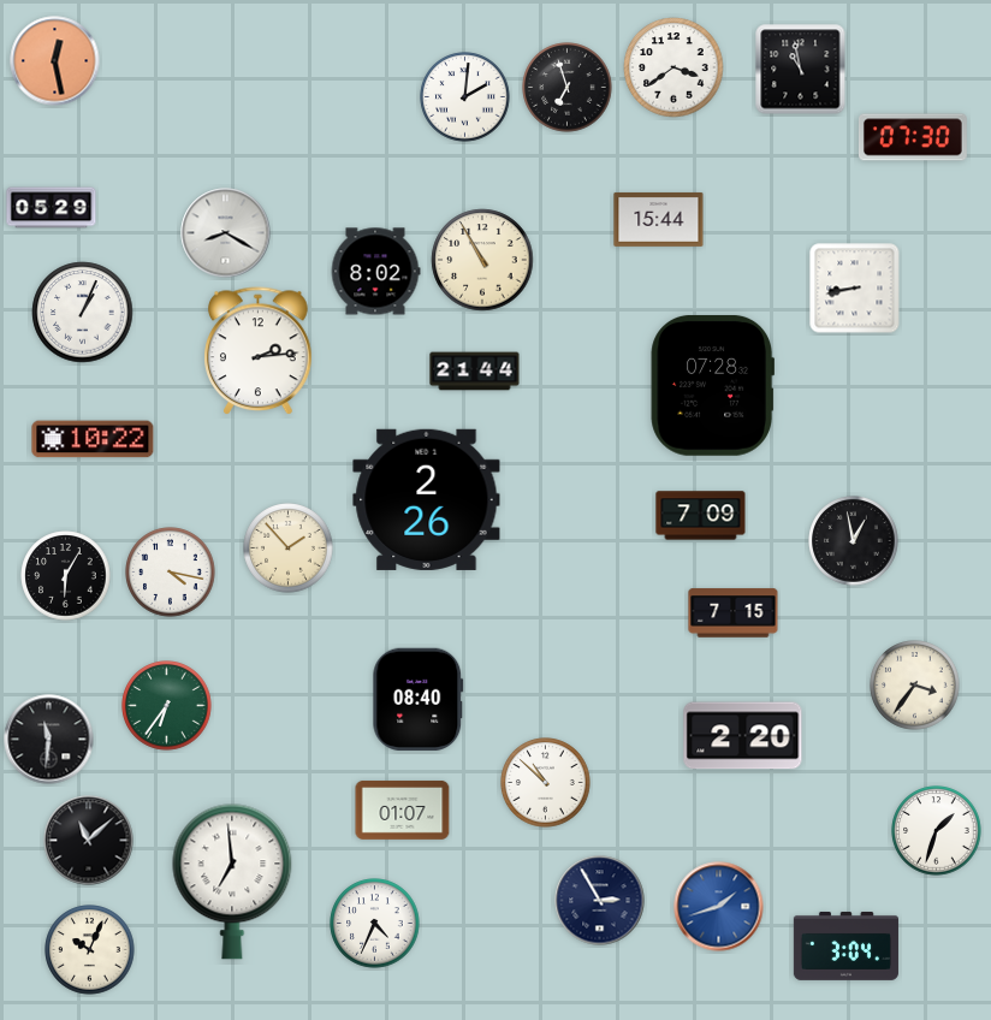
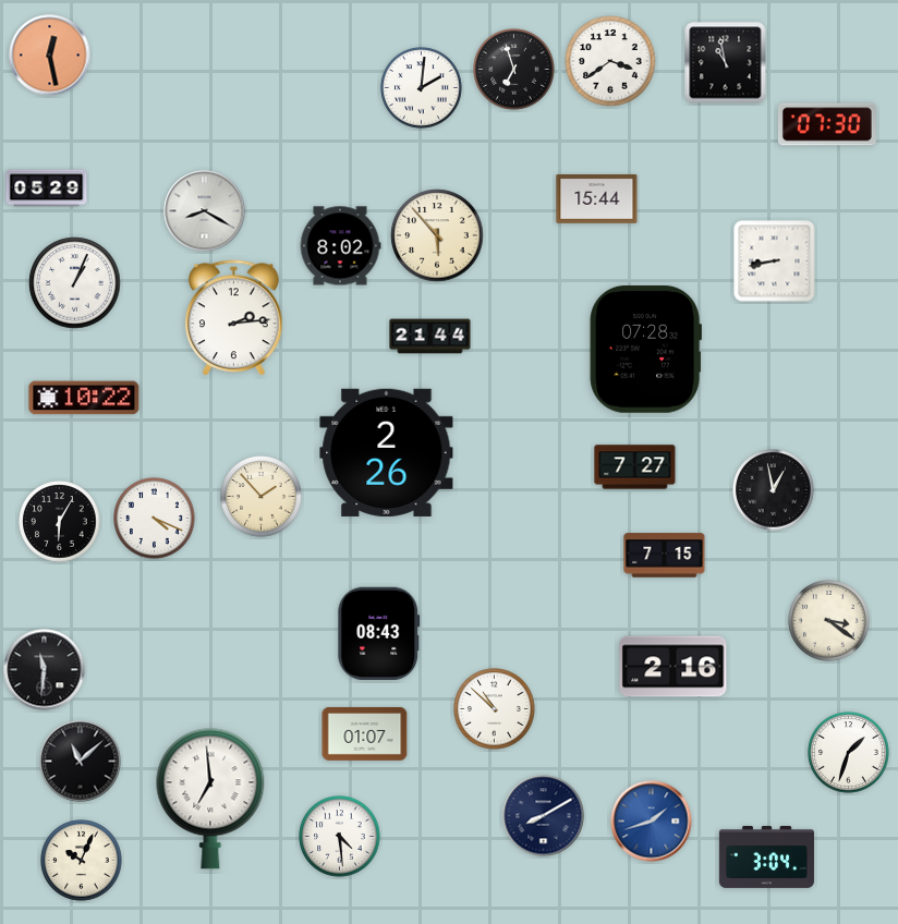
clock at (568, 88) position: (568, 88) -> (514, 70)
clock at (482, 260): 10:55 -> 5:53
clock at (701, 516): 7:09 -> 7:27
clock at (171, 573): 4:17 -> 4:19
clock at (915, 686): 3:36 -> 3:21
clock at (419, 699): 08:40 -> 08:43
clock at (167, 706): 6:36 -> none
clock at (743, 736): 2:20 -> 2:16
clock at (600, 901): 2:55 -> 8:10
clock at (375, 924): 4:34 -> 4:29
